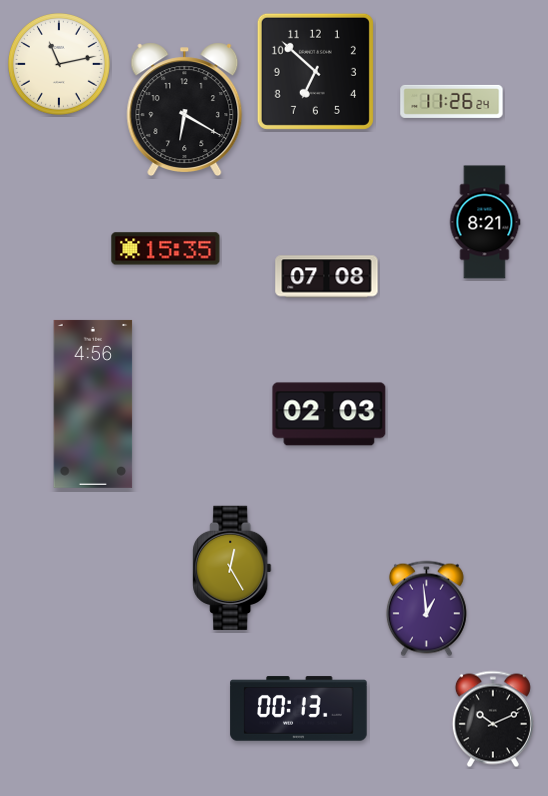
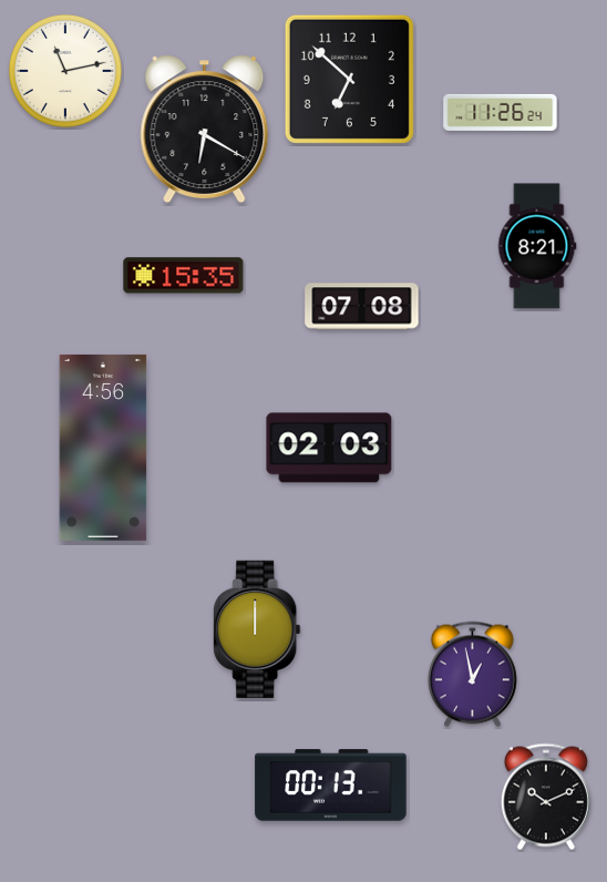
clock at (185, 109) position: (185, 109) -> (205, 129)
clock at (329, 414) position: (329, 414) -> (329, 448)
clock at (232, 567): 12:25 -> 12:00
clock at (426, 609): 12:59 -> 12:58
